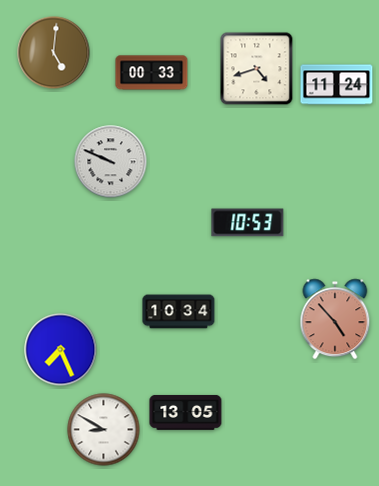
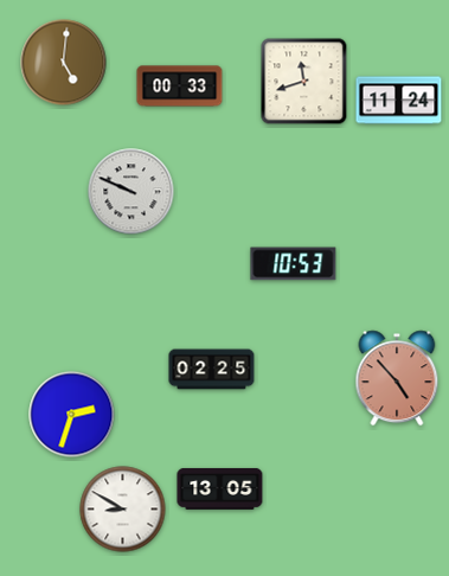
clock at (257, 69): 4:42 -> 11:42
clock at (179, 312): 10:34 -> 02:25
clock at (61, 350): 7:26 -> 2:33
